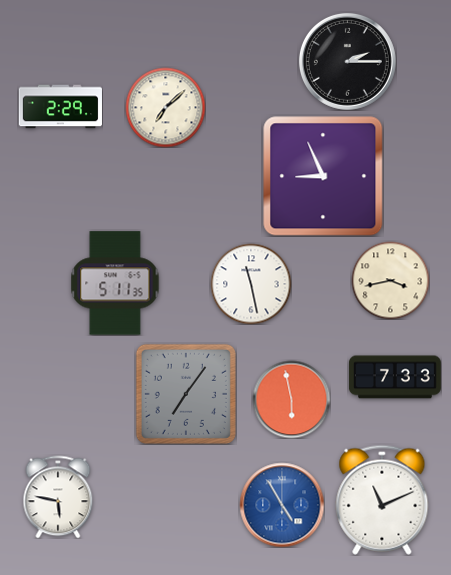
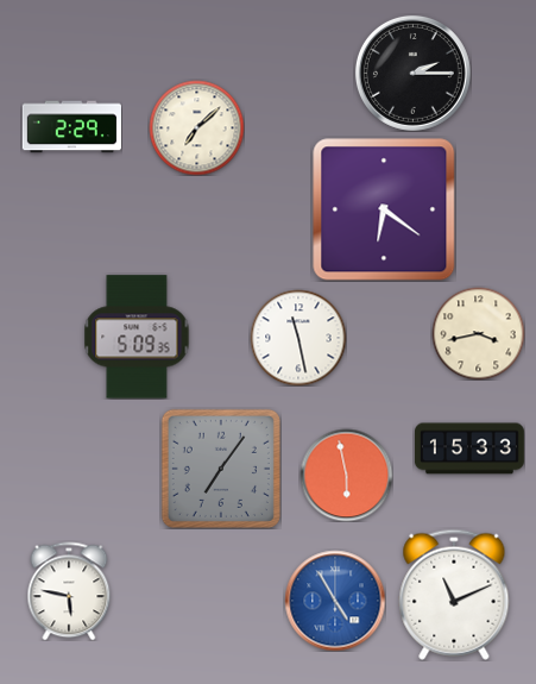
clock at (323, 176): 8:56 -> 6:21
clock at (390, 280) position: (390, 280) -> (478, 333)
clock at (115, 283): 5:11 -> 5:09
clock at (395, 377): 7:33 -> 15:33
